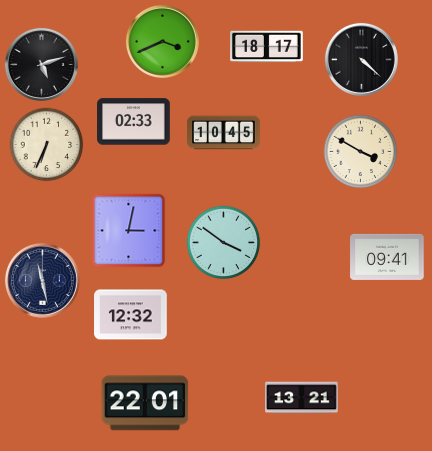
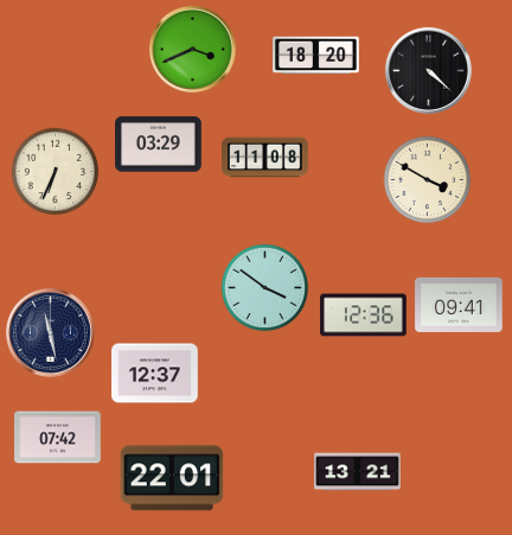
clock at (267, 47): 18:17 -> 18:20
clock at (41, 64): 5:12 -> none
clock at (134, 122): 02:33 -> 03:29
clock at (224, 133): 10:45 -> 11:08
clock at (129, 231): 3:02 -> none
clock at (364, 316): none -> 12:36
clock at (131, 315): 12:32 -> 12:37
clock at (58, 438): none -> 07:42
